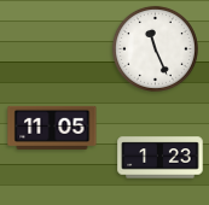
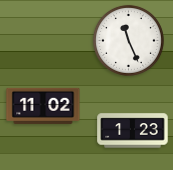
clock at (52, 128): 11:05 -> 11:02
